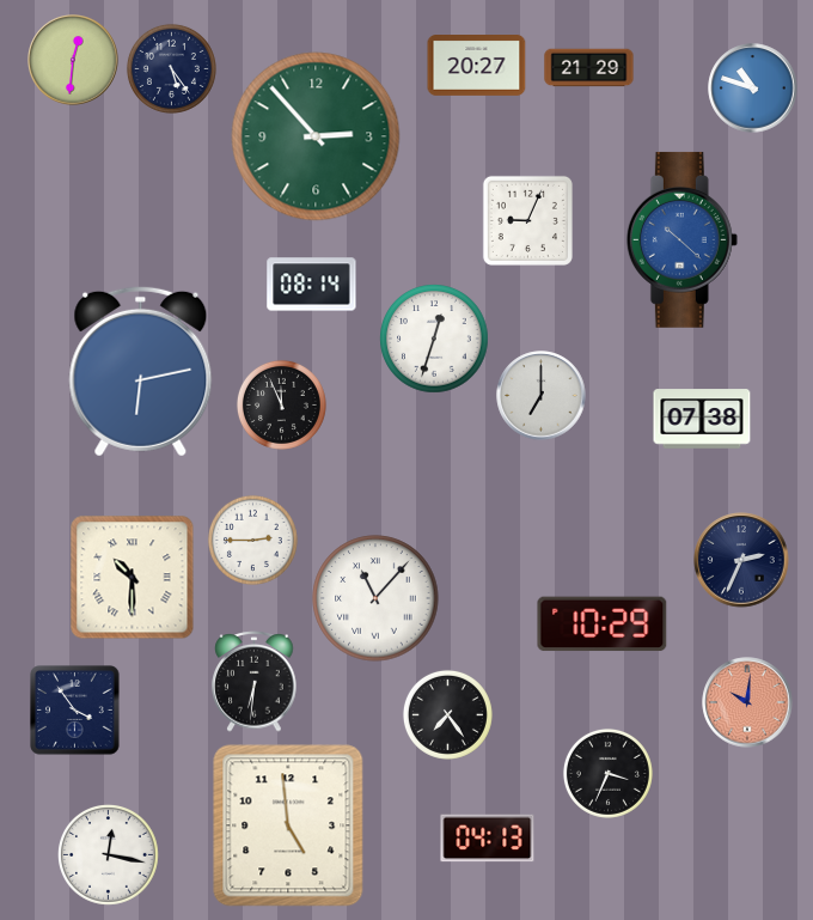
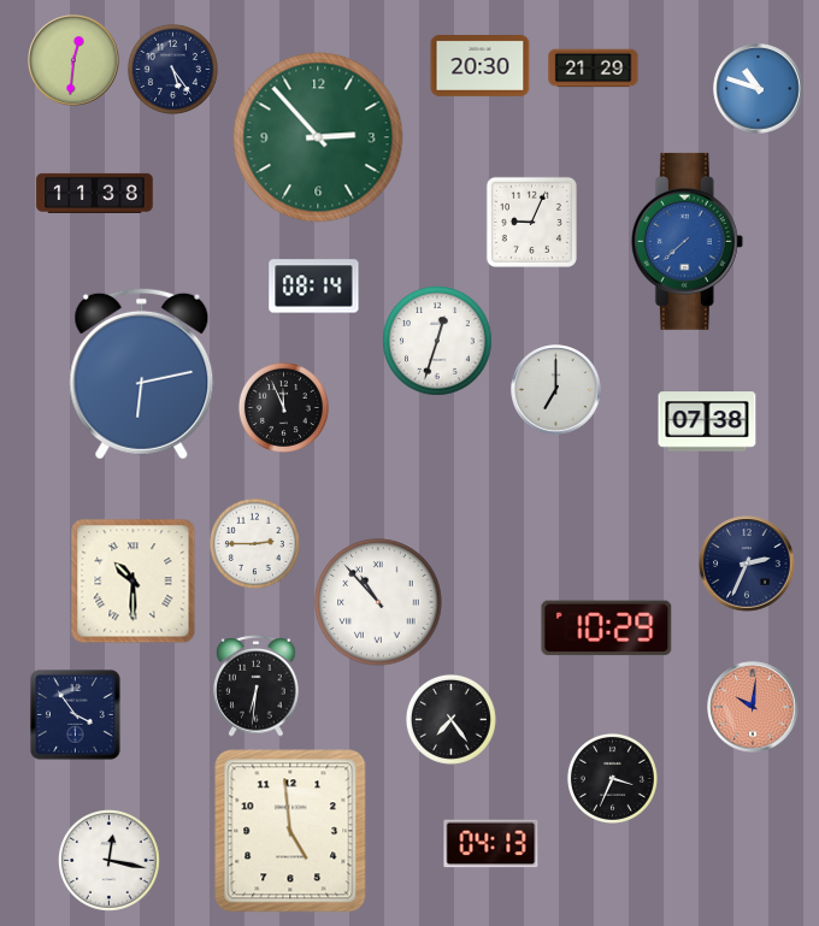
clock at (477, 66): 20:27 -> 20:30
clock at (95, 193): none -> 11:38
clock at (681, 239): 10:22 -> 7:38
clock at (542, 396) position: (542, 396) -> (556, 390)
clock at (375, 598): 11:07 -> 10:53
